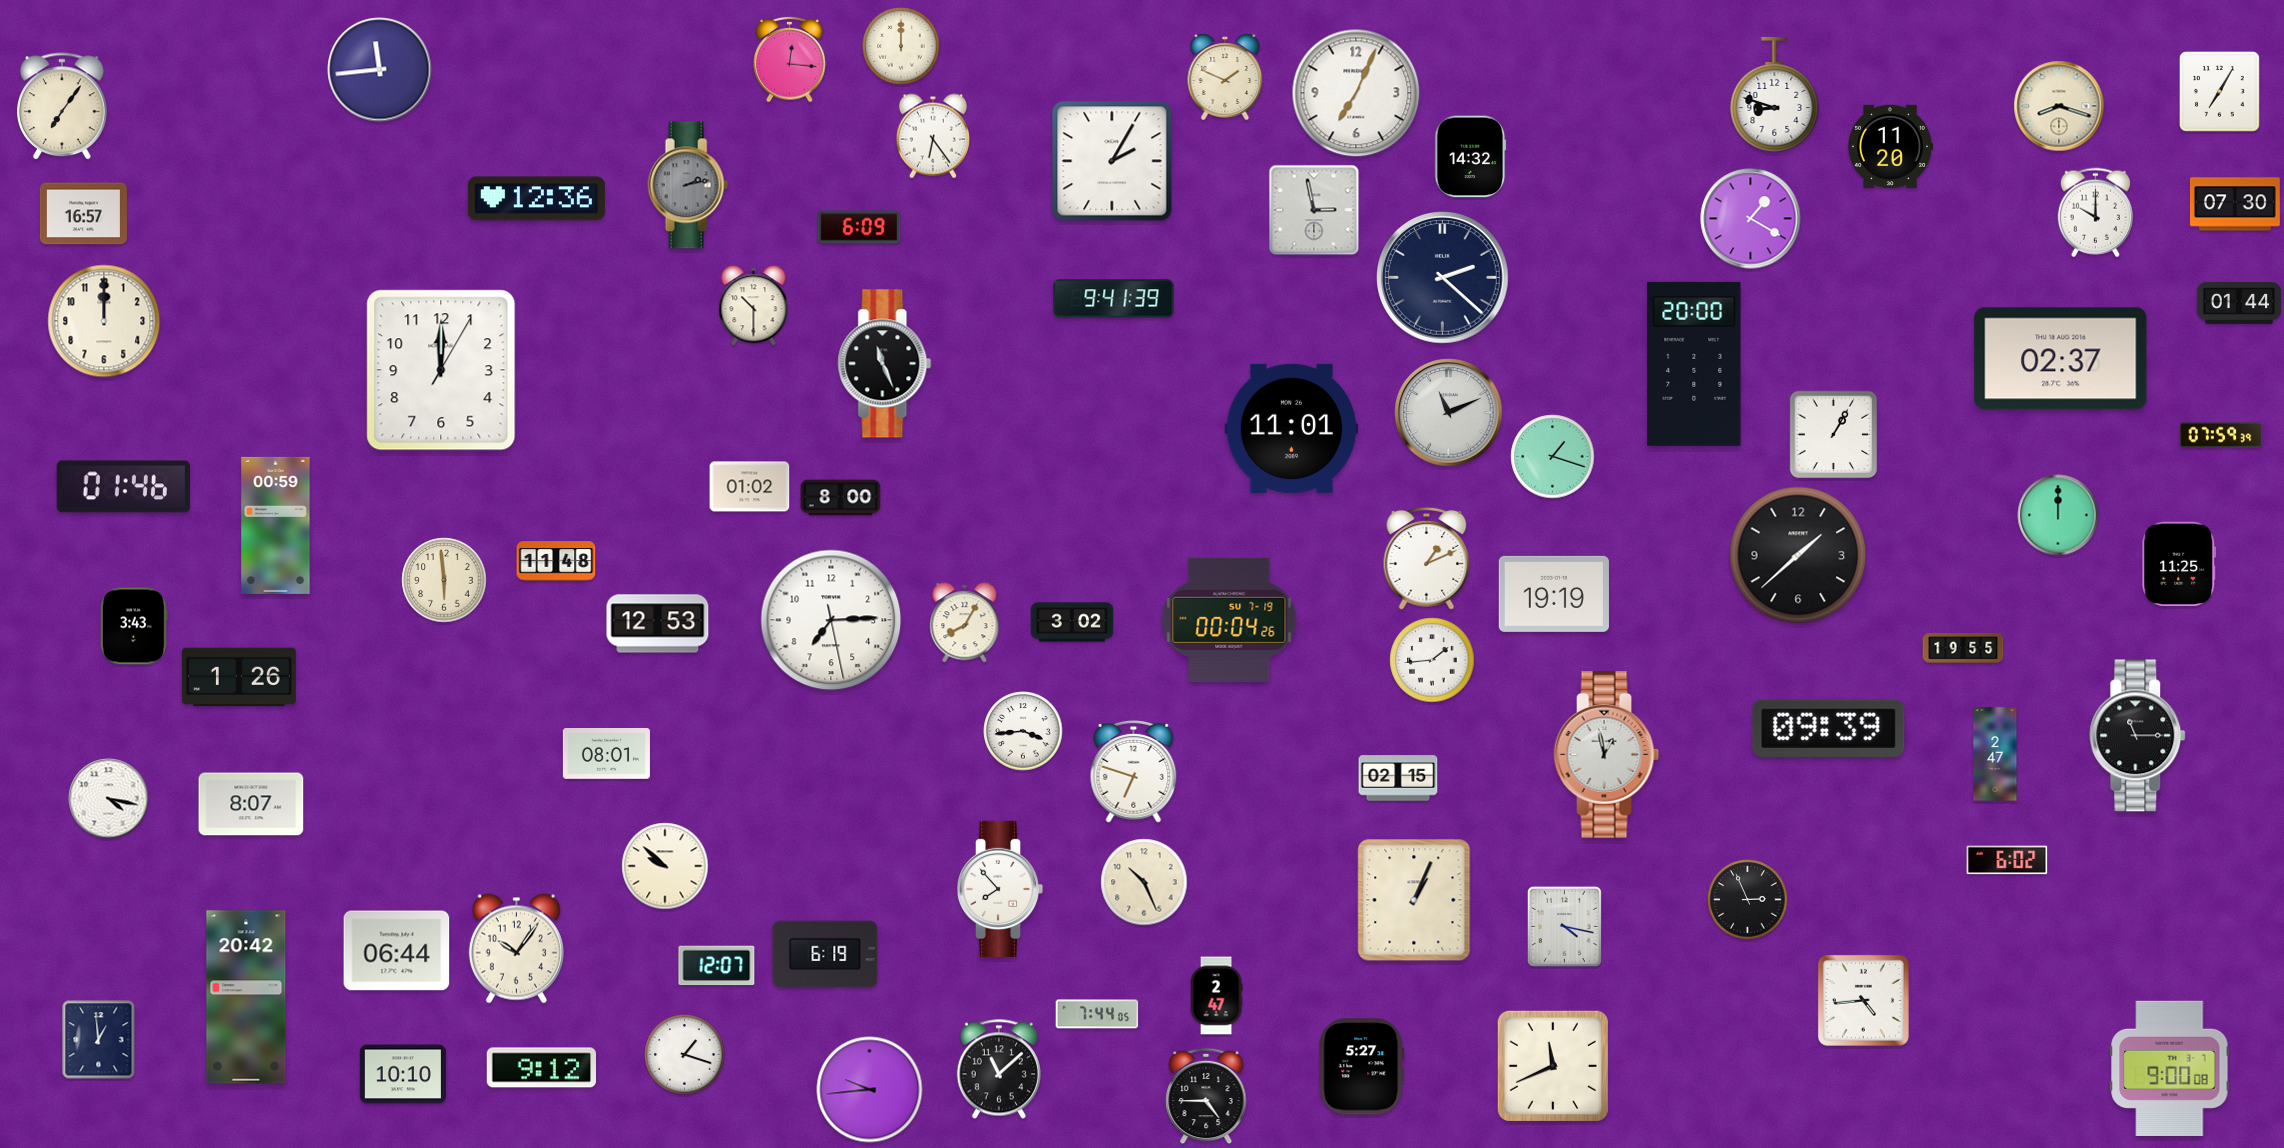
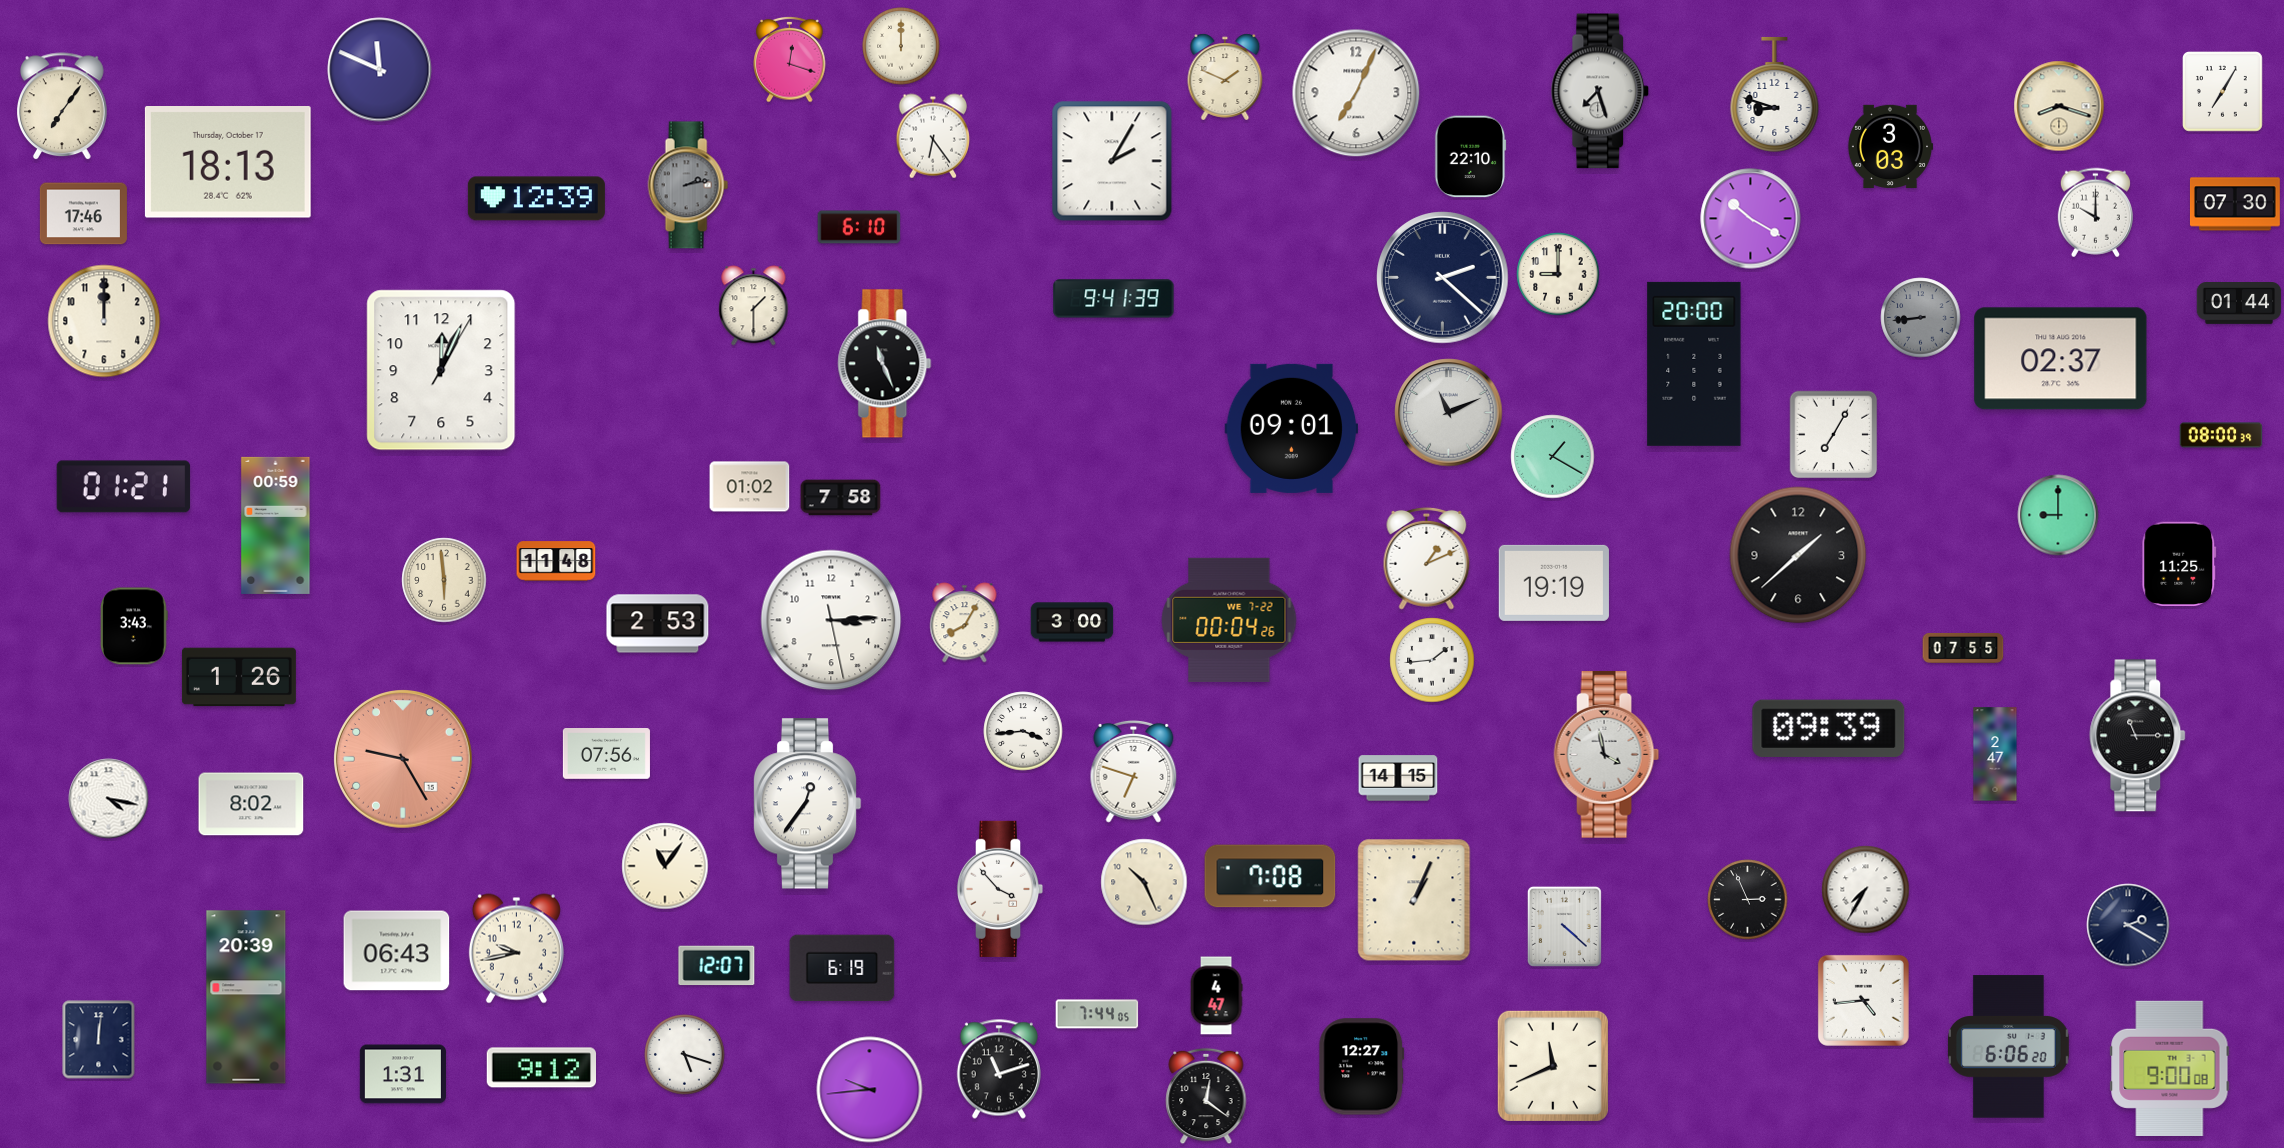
clock at (790, 59): 12:16 -> 12:18
clock at (380, 70): 11:44 -> 11:49
clock at (1600, 91): none -> 7:27
clock at (2220, 92) position: (2220, 92) -> (2223, 92)
clock at (1889, 146): 11:20 -> 3:03
clock at (1471, 157): 14:32 -> 22:10
clock at (228, 163): none -> 18:13
clock at (536, 199): 12:36 -> 12:39
clock at (1314, 210): 2:58 -> none
clock at (83, 214): 16:57 -> 17:46
clock at (1751, 219): 1:20 -> 10:20
clock at (859, 227): 6:09 -> 6:10
clock at (1558, 274): none -> 9:00
clock at (754, 306): 10:30 -> 1:30
clock at (1921, 318): none -> 8:44
clock at (441, 370): 12:00 -> 12:04
clock at (1292, 428): 11:01 -> 09:01
clock at (1834, 435): 1:05 -> 7:05
clock at (2221, 435): 07:59 -> 08:00
clock at (1553, 457): 1:18 -> 1:20
clock at (124, 487): 01:46 -> 01:21
clock at (841, 498): 8:00 -> 7:58
clock at (2058, 515): 12:00 -> 9:00
clock at (1554, 594) position: (1554, 594) -> (1554, 583)
clock at (831, 620): 7:14 -> 3:14
clock at (1229, 620) date: SU 7-19 -> WE 7-22
clock at (1072, 622): 3:02 -> 3:00
clock at (658, 624): 12:53 -> 2:53
clock at (1963, 648): 19:55 -> 07:55
clock at (606, 754): 08:01 -> 07:56
clock at (1607, 755): 12:58 -> 3:58
clock at (404, 760): none -> 9:25
clock at (1398, 778): 02:15 -> 14:15
clock at (251, 804): 8:07 -> 8:02
clock at (807, 804): none -> 12:36
clock at (2007, 860): 6:02 -> none
clock at (665, 866): 9:52 -> 11:06
clock at (1270, 876): none -> 7:08
clock at (1000, 889): 7:53 -> 3:53
clock at (1866, 890): none -> 7:35
clock at (2128, 925): none -> 2:20
clock at (1564, 926): 4:17 -> 4:22
clock at (516, 949): 10:06 -> 9:43
clock at (397, 951): 06:44 -> 06:43
clock at (825, 954) position: (825, 954) -> (842, 968)
clock at (1216, 996): 2:47 -> 4:47
clock at (246, 997): 20:42 -> 20:39
clock at (99, 1040): 12:59 -> 12:01
clock at (2009, 1047): none -> 6:06
clock at (685, 1055): 1:18 -> 5:18
clock at (1362, 1067): 5:27 -> 12:27
clock at (999, 1069): 11:08 -> 11:12
clock at (403, 1074): 10:10 -> 1:31
clock at (1206, 1096): 4:45 -> 12:21
